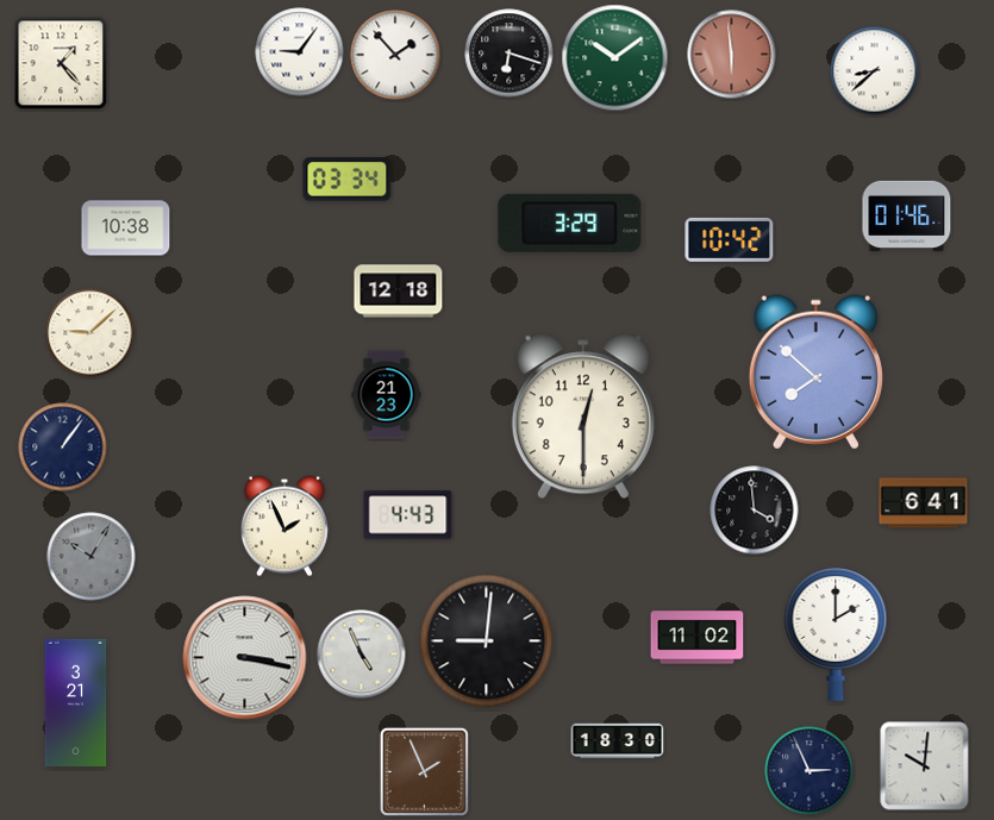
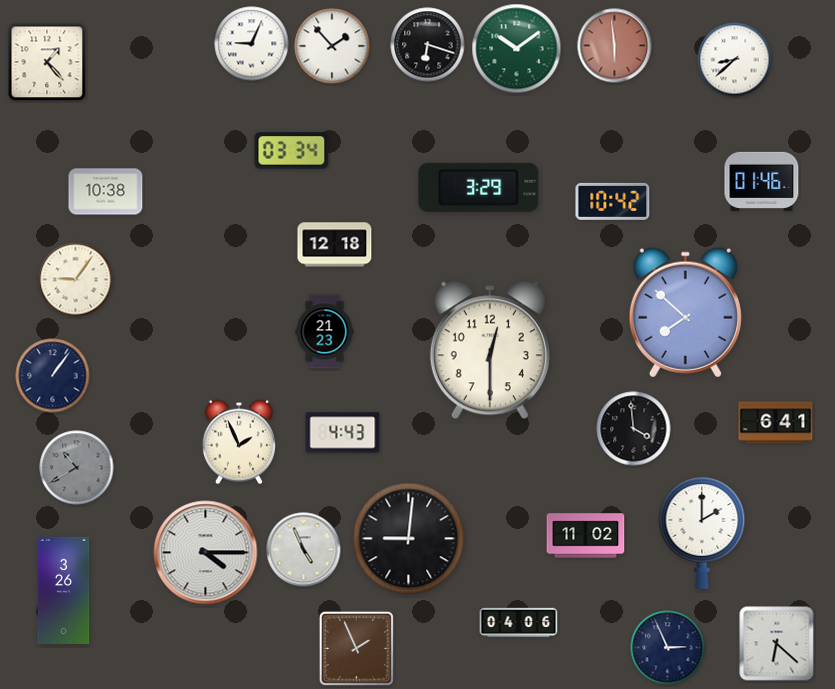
clock at (300, 52): 9:06 -> 9:04
clock at (61, 63) position: (61, 63) -> (47, 62)
clock at (90, 333): 9:08 -> 9:06
clock at (92, 557): 10:05 -> 10:40
clock at (245, 658): 3:17 -> 4:15
clock at (76, 702): 3:21 -> 3:26
clock at (618, 741): 18:30 -> 04:06
clock at (925, 766): 10:01 -> 6:22
clock at (809, 771) position: (809, 771) -> (668, 648)
